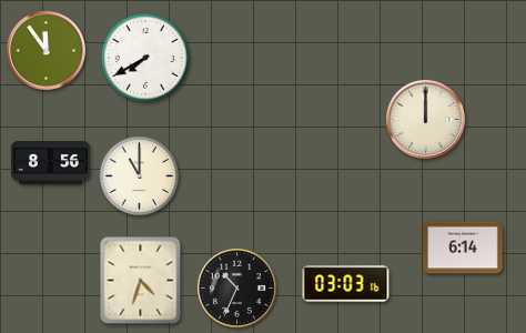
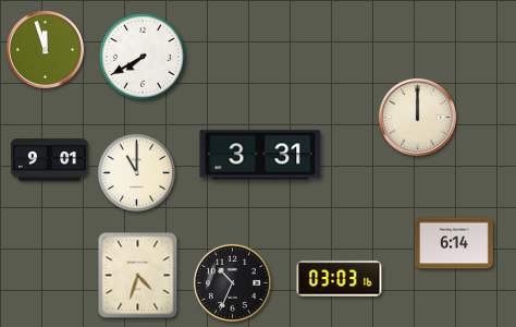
clock at (45, 50): 11:54 -> 11:57
clock at (260, 155): none -> 3:31
clock at (50, 163): 8:56 -> 9:01
